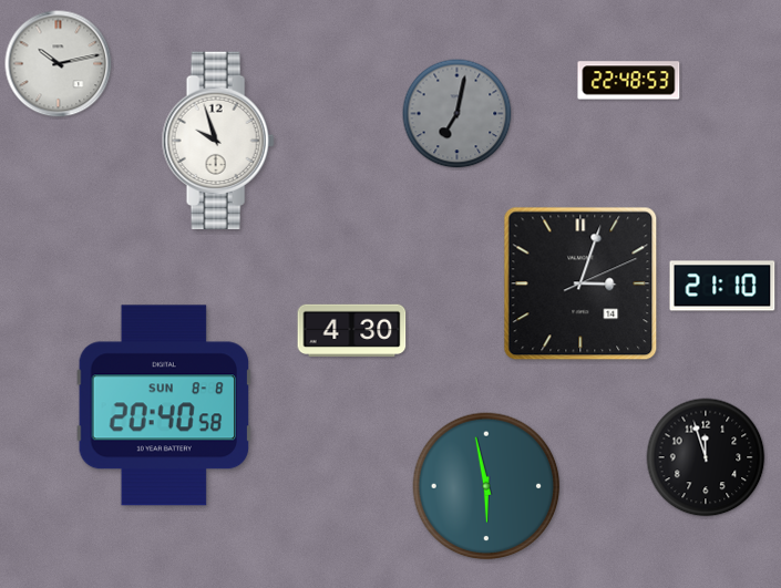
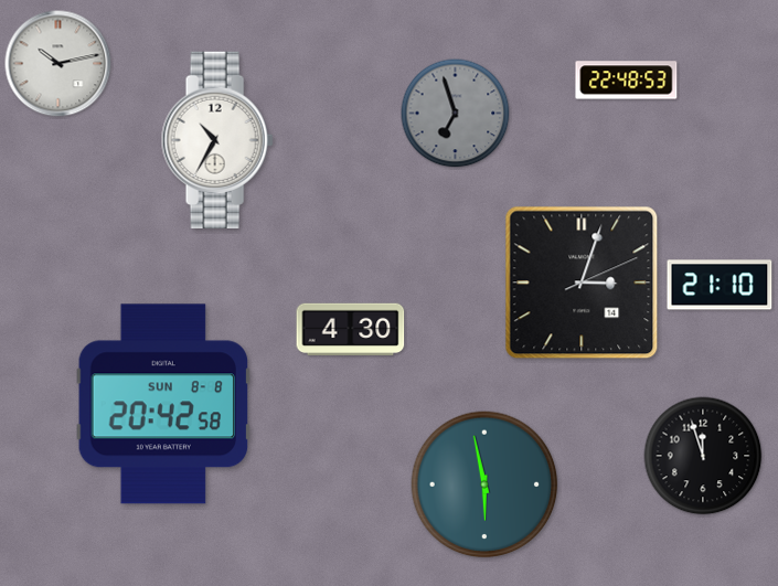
clock at (458, 114): 7:02 -> 6:57
clock at (218, 140): 9:57 -> 10:35
clock at (580, 283) position: (580, 283) -> (582, 283)
clock at (164, 405): 20:40 -> 20:42
